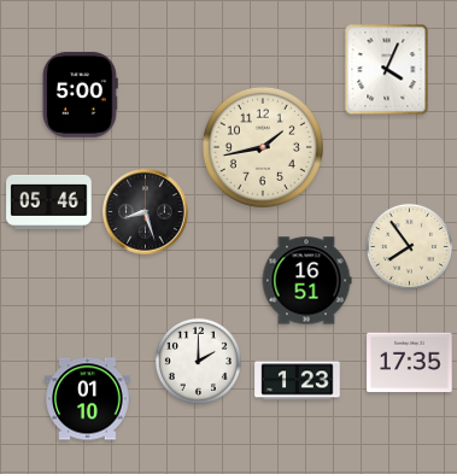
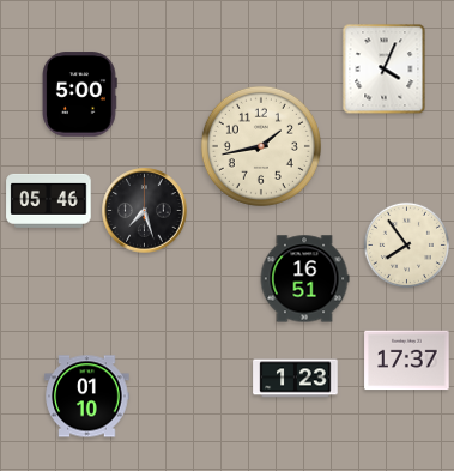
clock at (146, 212): 8:27 -> 7:27
clock at (198, 361): 2:00 -> none
clock at (410, 363): 17:35 -> 17:37
